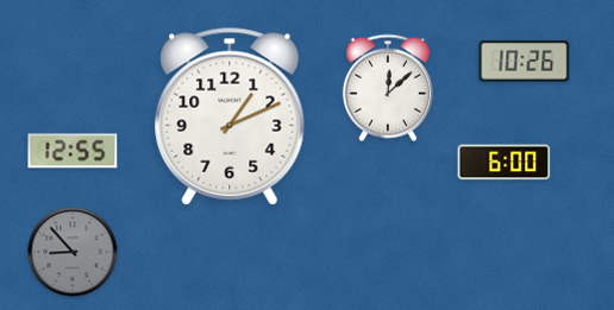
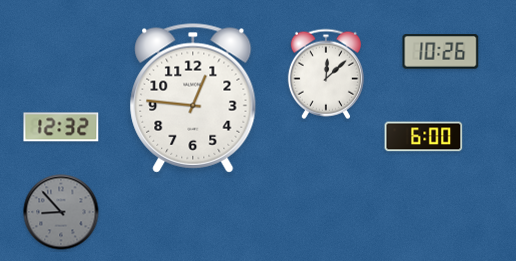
clock at (230, 116): 1:11 -> 12:46
clock at (73, 151): 12:55 -> 12:32
